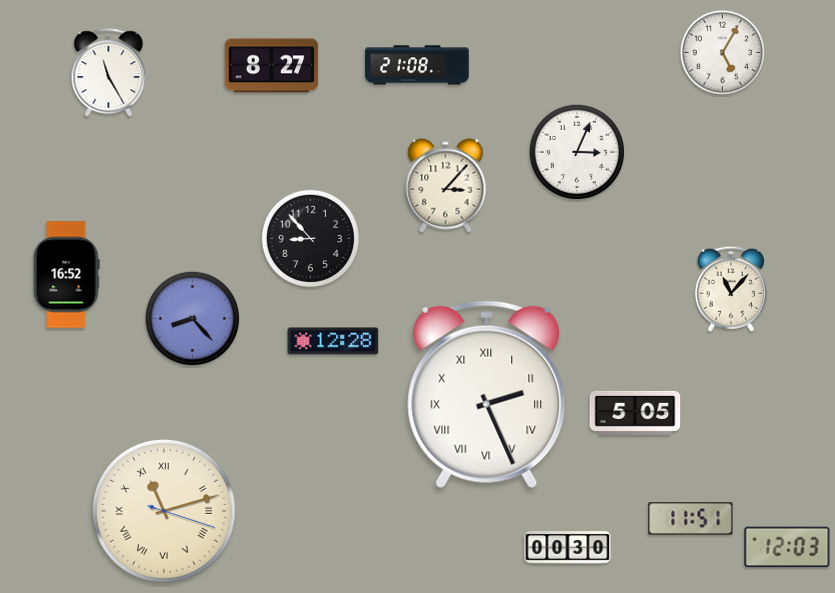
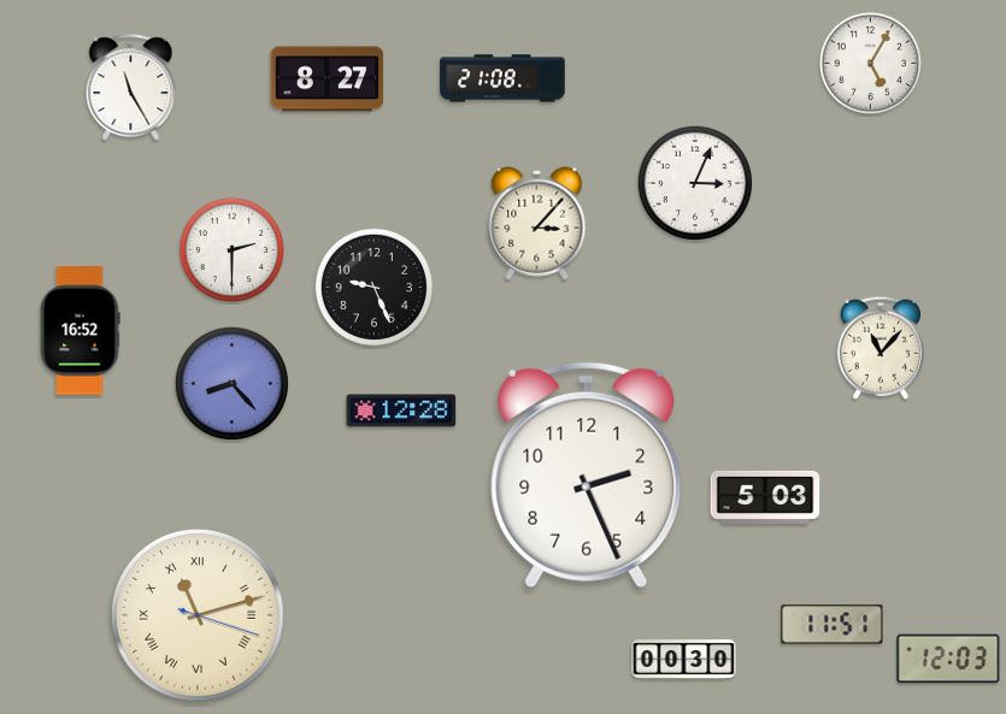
clock at (233, 250): none -> 2:30
clock at (310, 238): 8:53 -> 9:26
clock at (487, 395) numerals: Roman -> Arabic
clock at (635, 413): 5:05 -> 5:03
